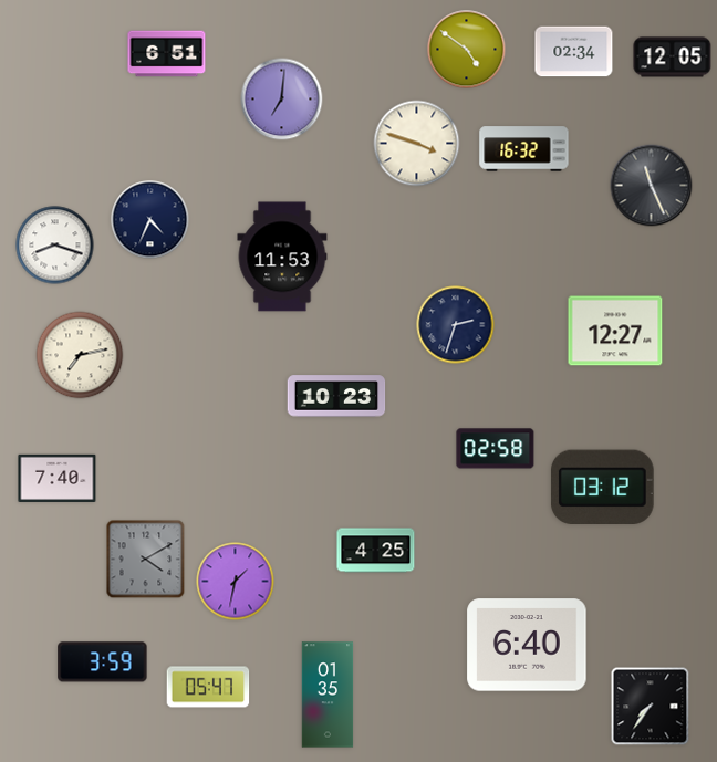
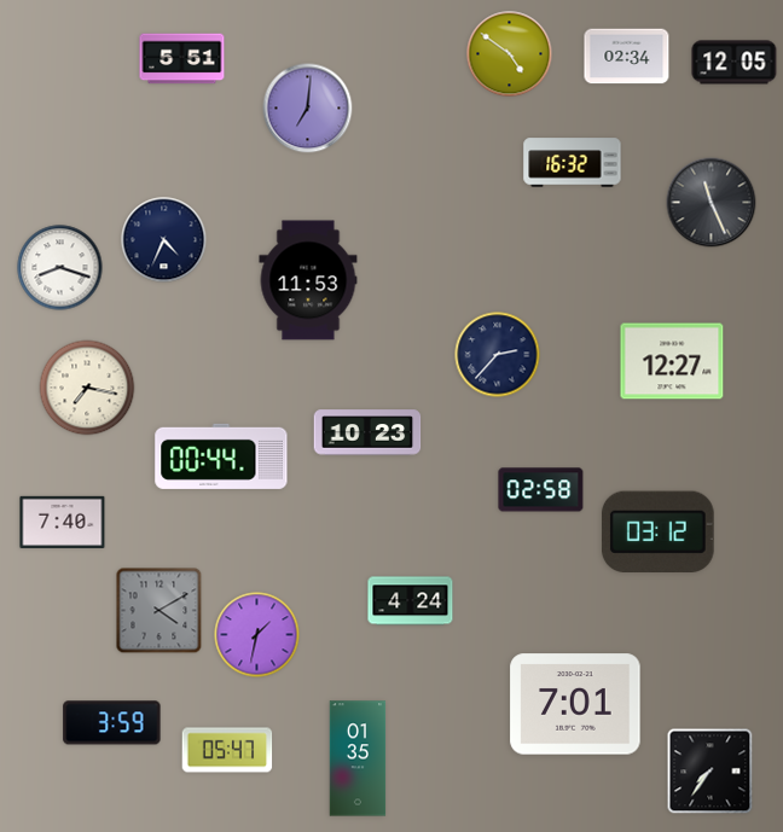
clock at (167, 54): 6:51 -> 5:51
clock at (417, 144): 3:48 -> none
clock at (456, 325): 2:33 -> 2:37
clock at (80, 355): 7:13 -> 7:17
clock at (221, 456): none -> 00:44
clock at (376, 551): 4:25 -> 4:24
clock at (527, 645): 6:40 -> 7:01
